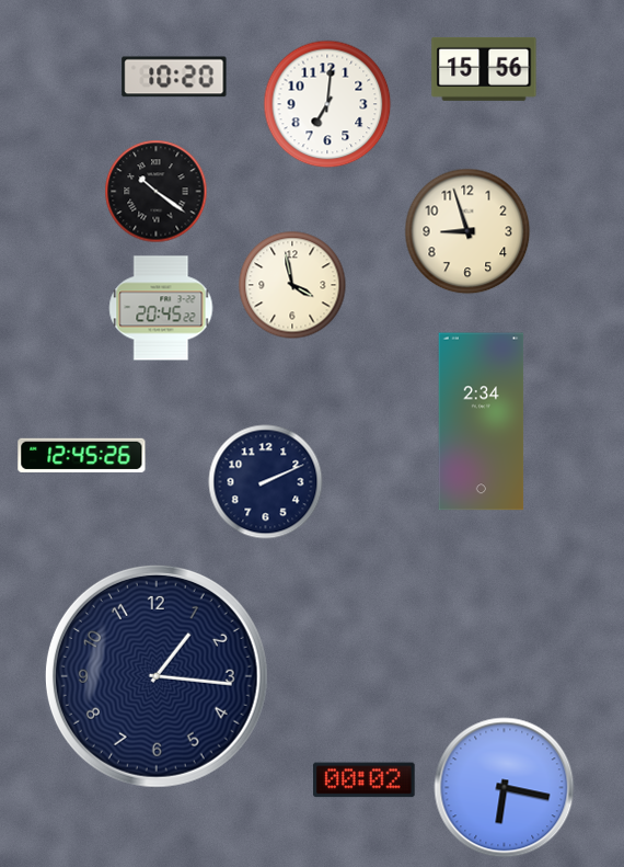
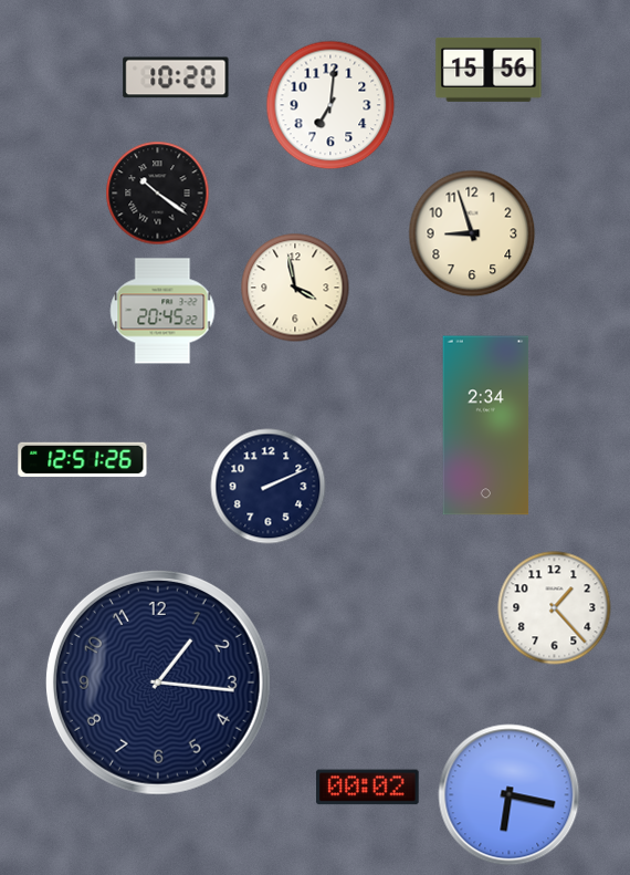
clock at (82, 455): 12:45 -> 12:51
clock at (555, 608): none -> 1:23
